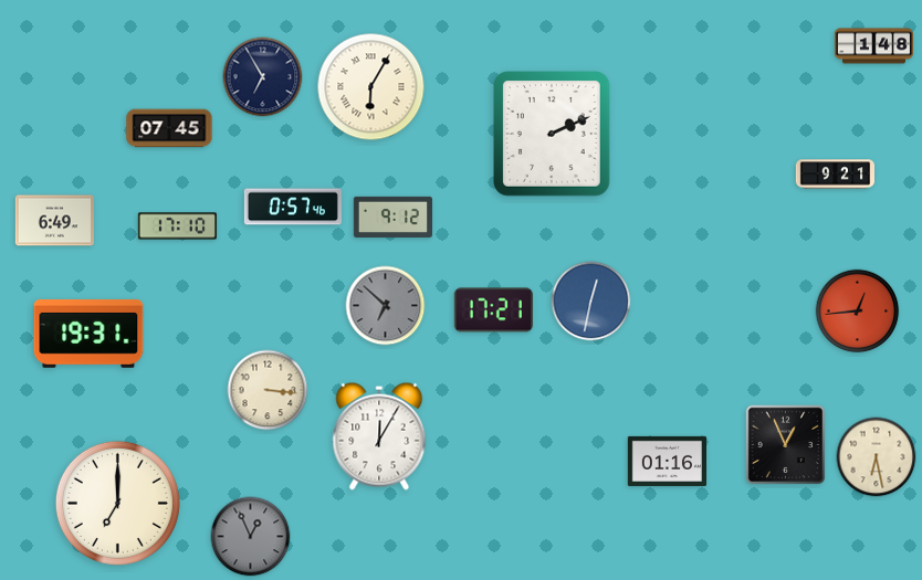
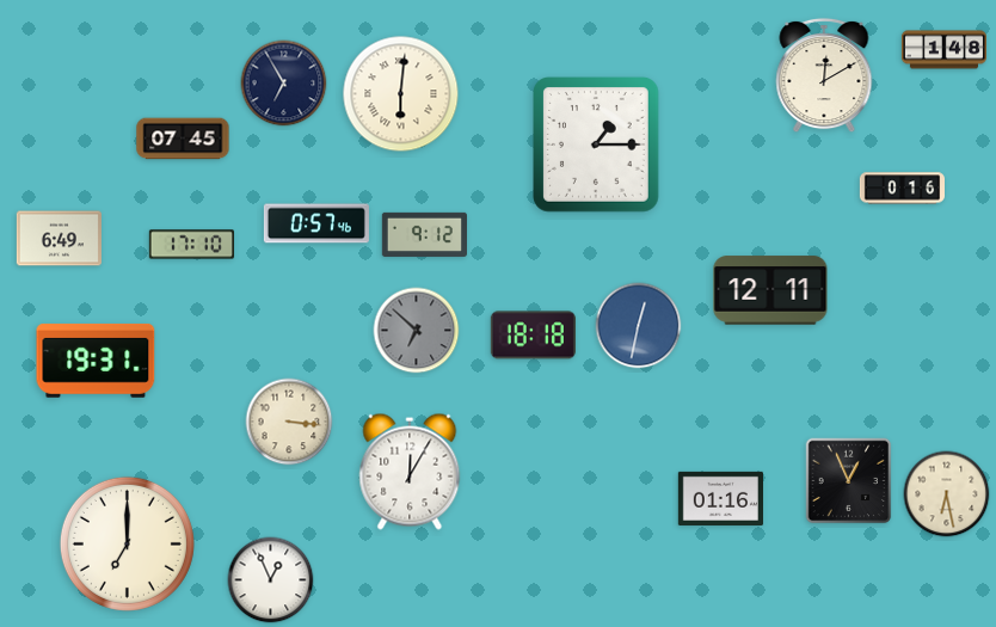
clock at (824, 75): none -> 12:10
clock at (371, 87): 6:05 -> 6:01
clock at (553, 135): 2:11 -> 1:15
clock at (836, 175): 9:21 -> 0:16
clock at (770, 290): none -> 12:11
clock at (493, 310): 17:21 -> 18:18
clock at (858, 312): 12:44 -> none
clock at (251, 537) dial: grey -> white
